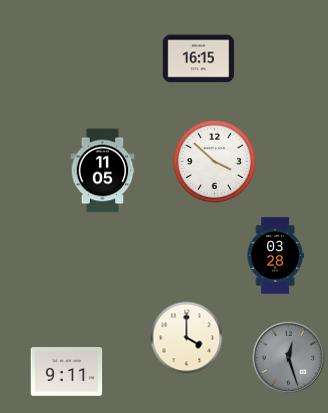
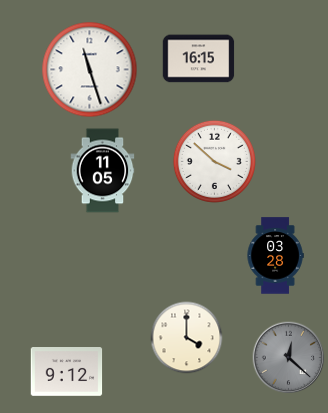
clock at (90, 70): none -> 11:27
clock at (289, 358): 12:27 -> 12:22
clock at (67, 372): 9:11 -> 9:12
